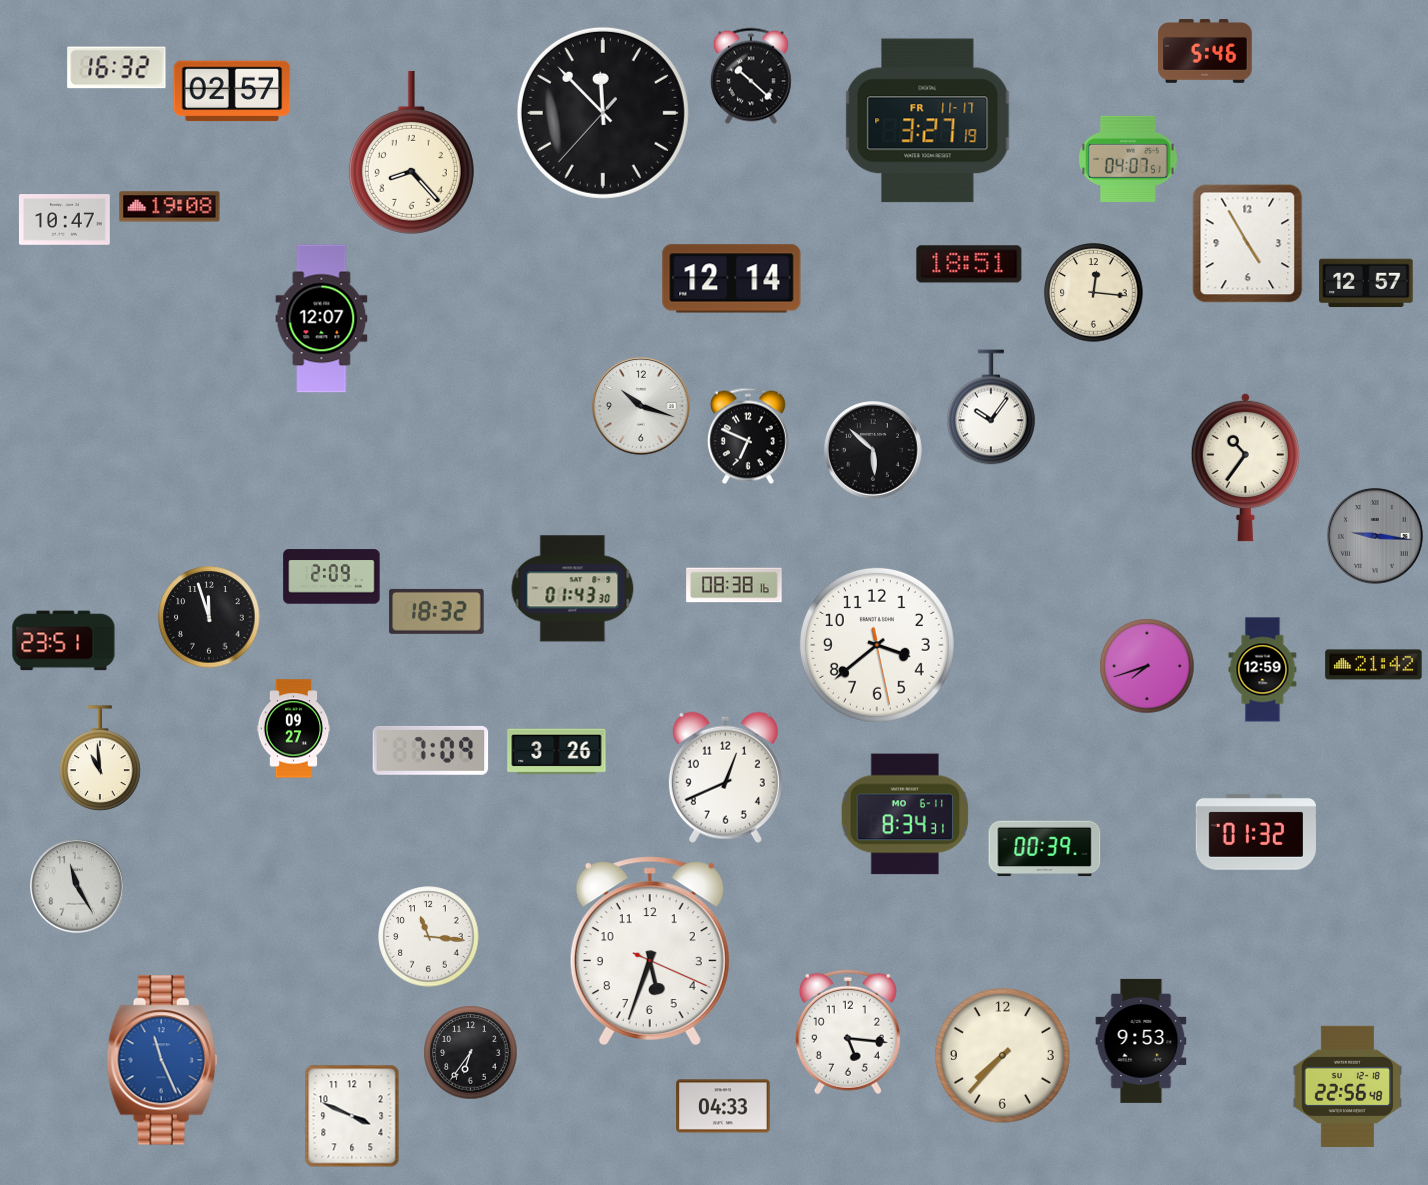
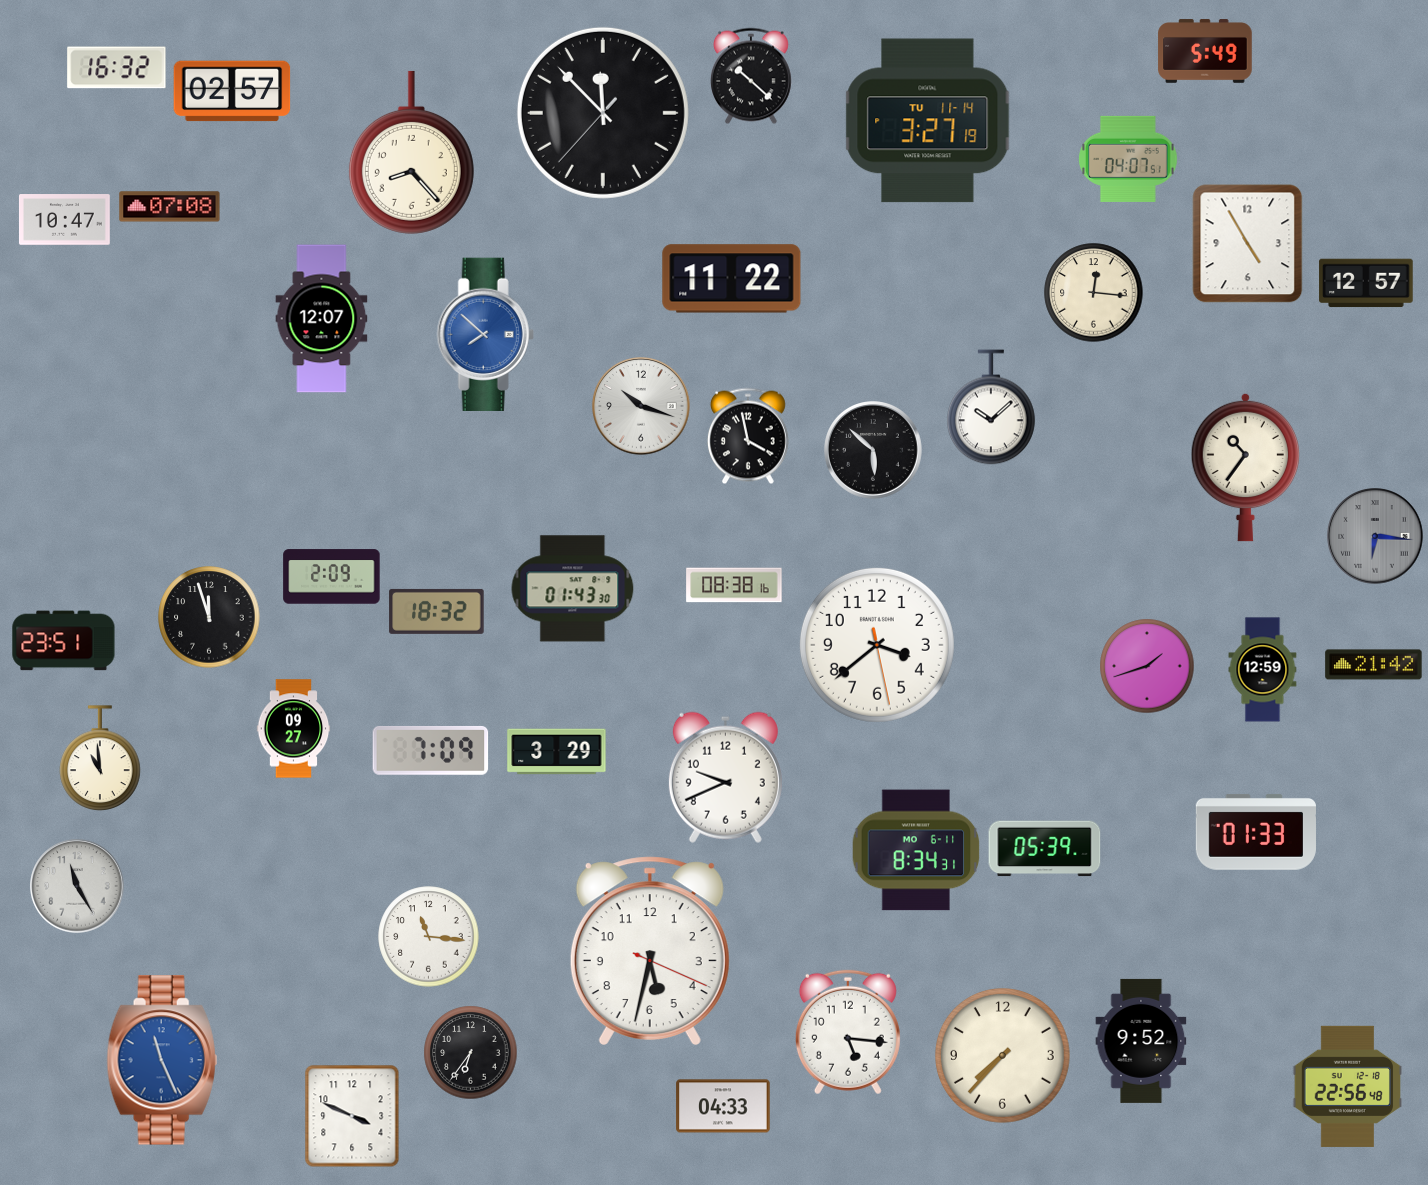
clock at (1205, 51): 5:46 -> 5:49
clock at (928, 121) date: FR 11-17 -> TU 11-14
clock at (170, 207): 19:08 -> 07:08
clock at (969, 264): 18:51 -> none
clock at (732, 279): 12:14 -> 11:22
clock at (485, 334): none -> 7:52
clock at (991, 407): 10:06 -> 10:08
clock at (748, 436): 6:49 -> 3:58
clock at (1375, 536): 9:16 -> 6:16
clock at (1147, 666): 7:42 -> 1:42
clock at (557, 752): 3:26 -> 3:29
clock at (725, 777): 12:41 -> 9:41
clock at (905, 814) position: (905, 814) -> (916, 850)
clock at (1256, 832): 01:32 -> 01:33
clock at (1045, 849): 00:39 -> 05:39
clock at (650, 950): 5:33 -> 5:32
clock at (1141, 1041): 9:53 -> 9:52
